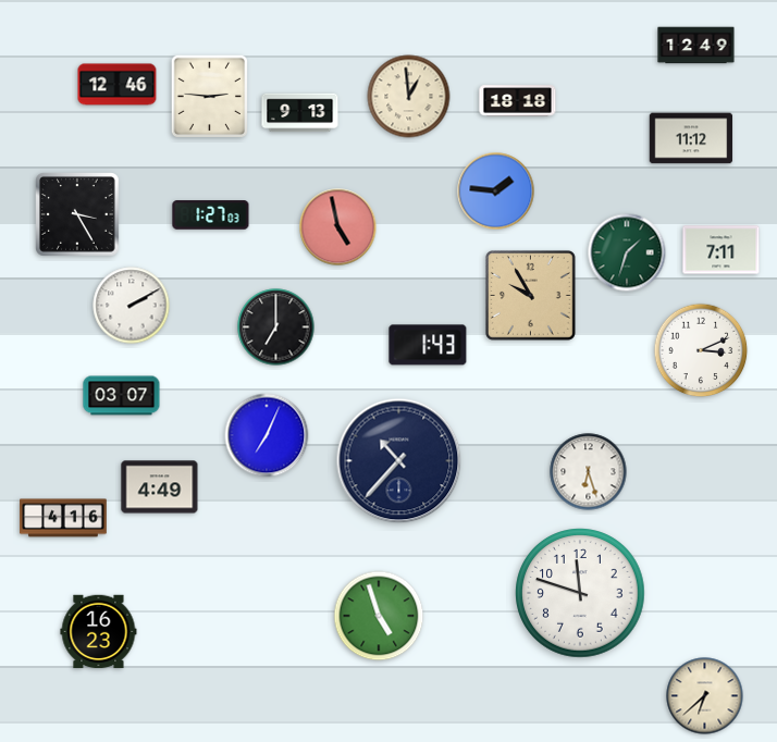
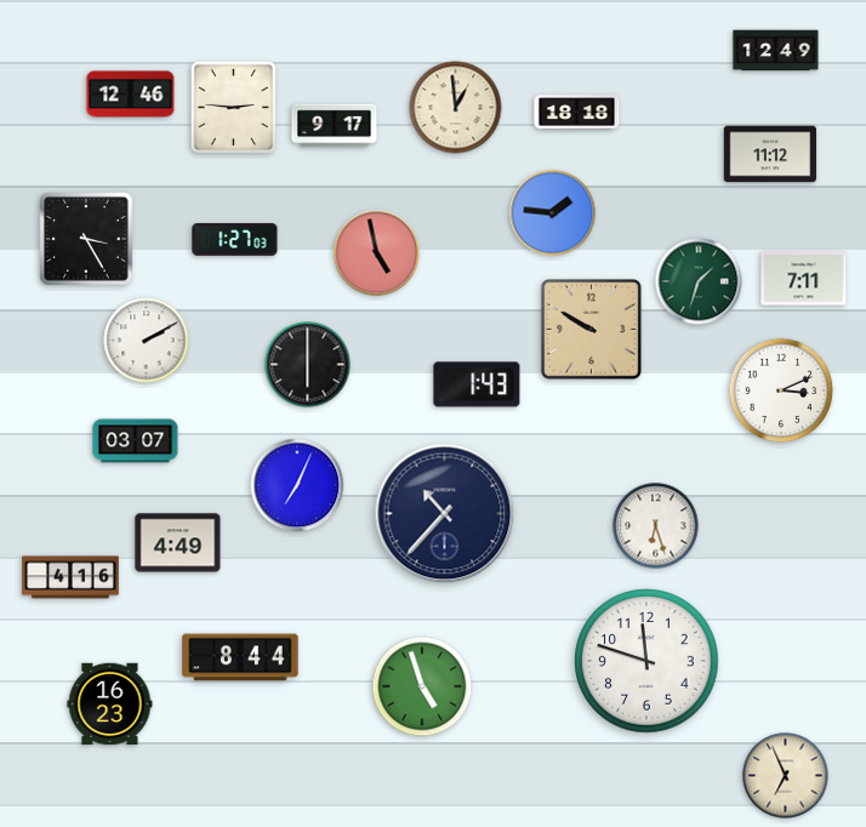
clock at (300, 113): 9:13 -> 9:17
clock at (530, 295): 9:55 -> 9:50
clock at (276, 327): 7:00 -> 6:00
clock at (240, 657): none -> 8:44
clock at (705, 696): 6:38 -> 6:56
